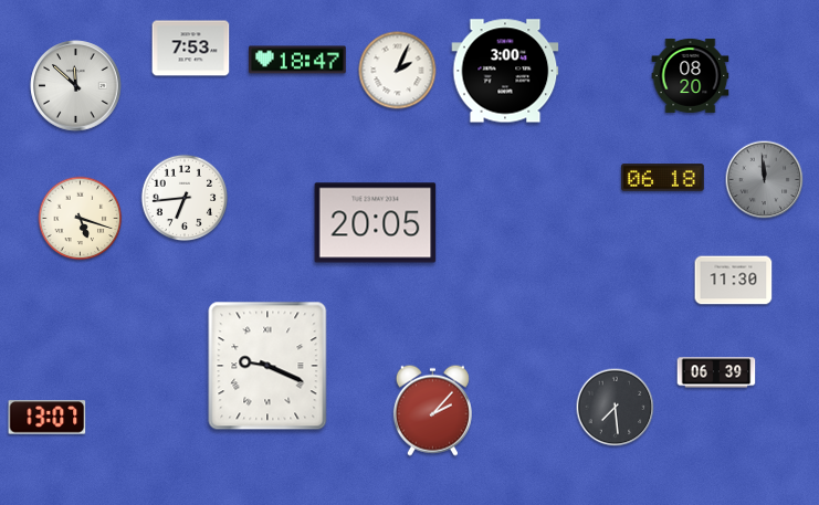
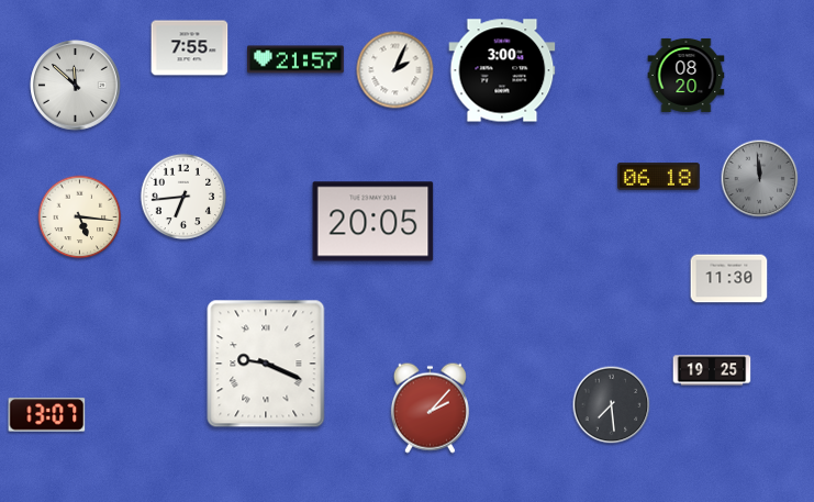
clock at (191, 49): 7:53 -> 7:55
clock at (298, 60): 18:47 -> 21:57
clock at (81, 219): 5:18 -> 5:16
clock at (716, 372): 06:39 -> 19:25
